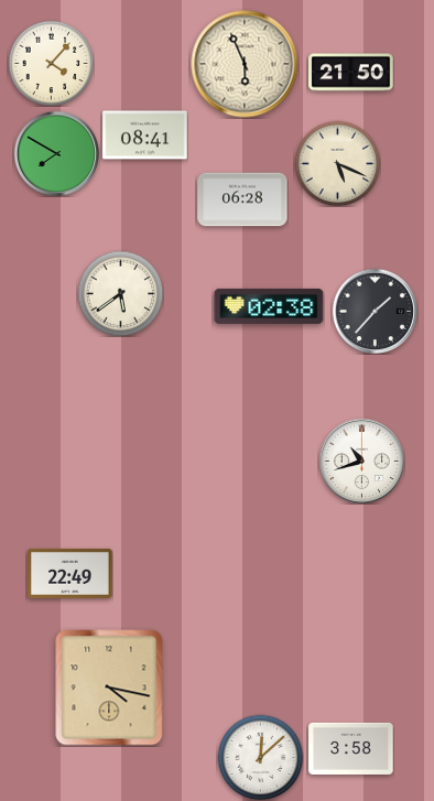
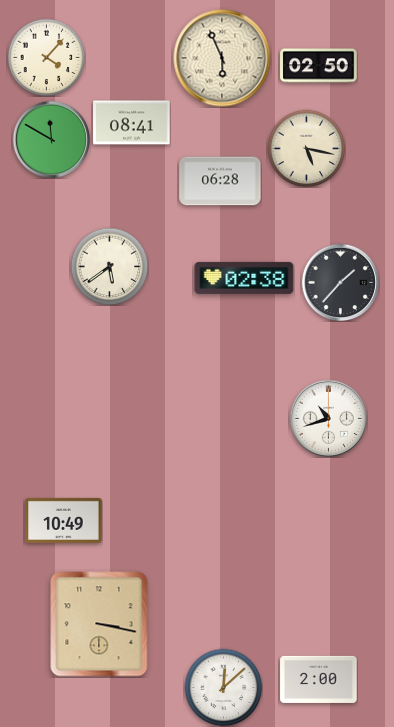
clock at (351, 73): 21:50 -> 02:50
clock at (56, 153): 7:50 -> 11:50
clock at (337, 163): 5:19 -> 5:17
clock at (70, 573): 22:49 -> 10:49
clock at (109, 688): 4:17 -> 3:17
clock at (351, 748): 3:58 -> 2:00
clock at (260, 757) position: (260, 757) -> (223, 687)
